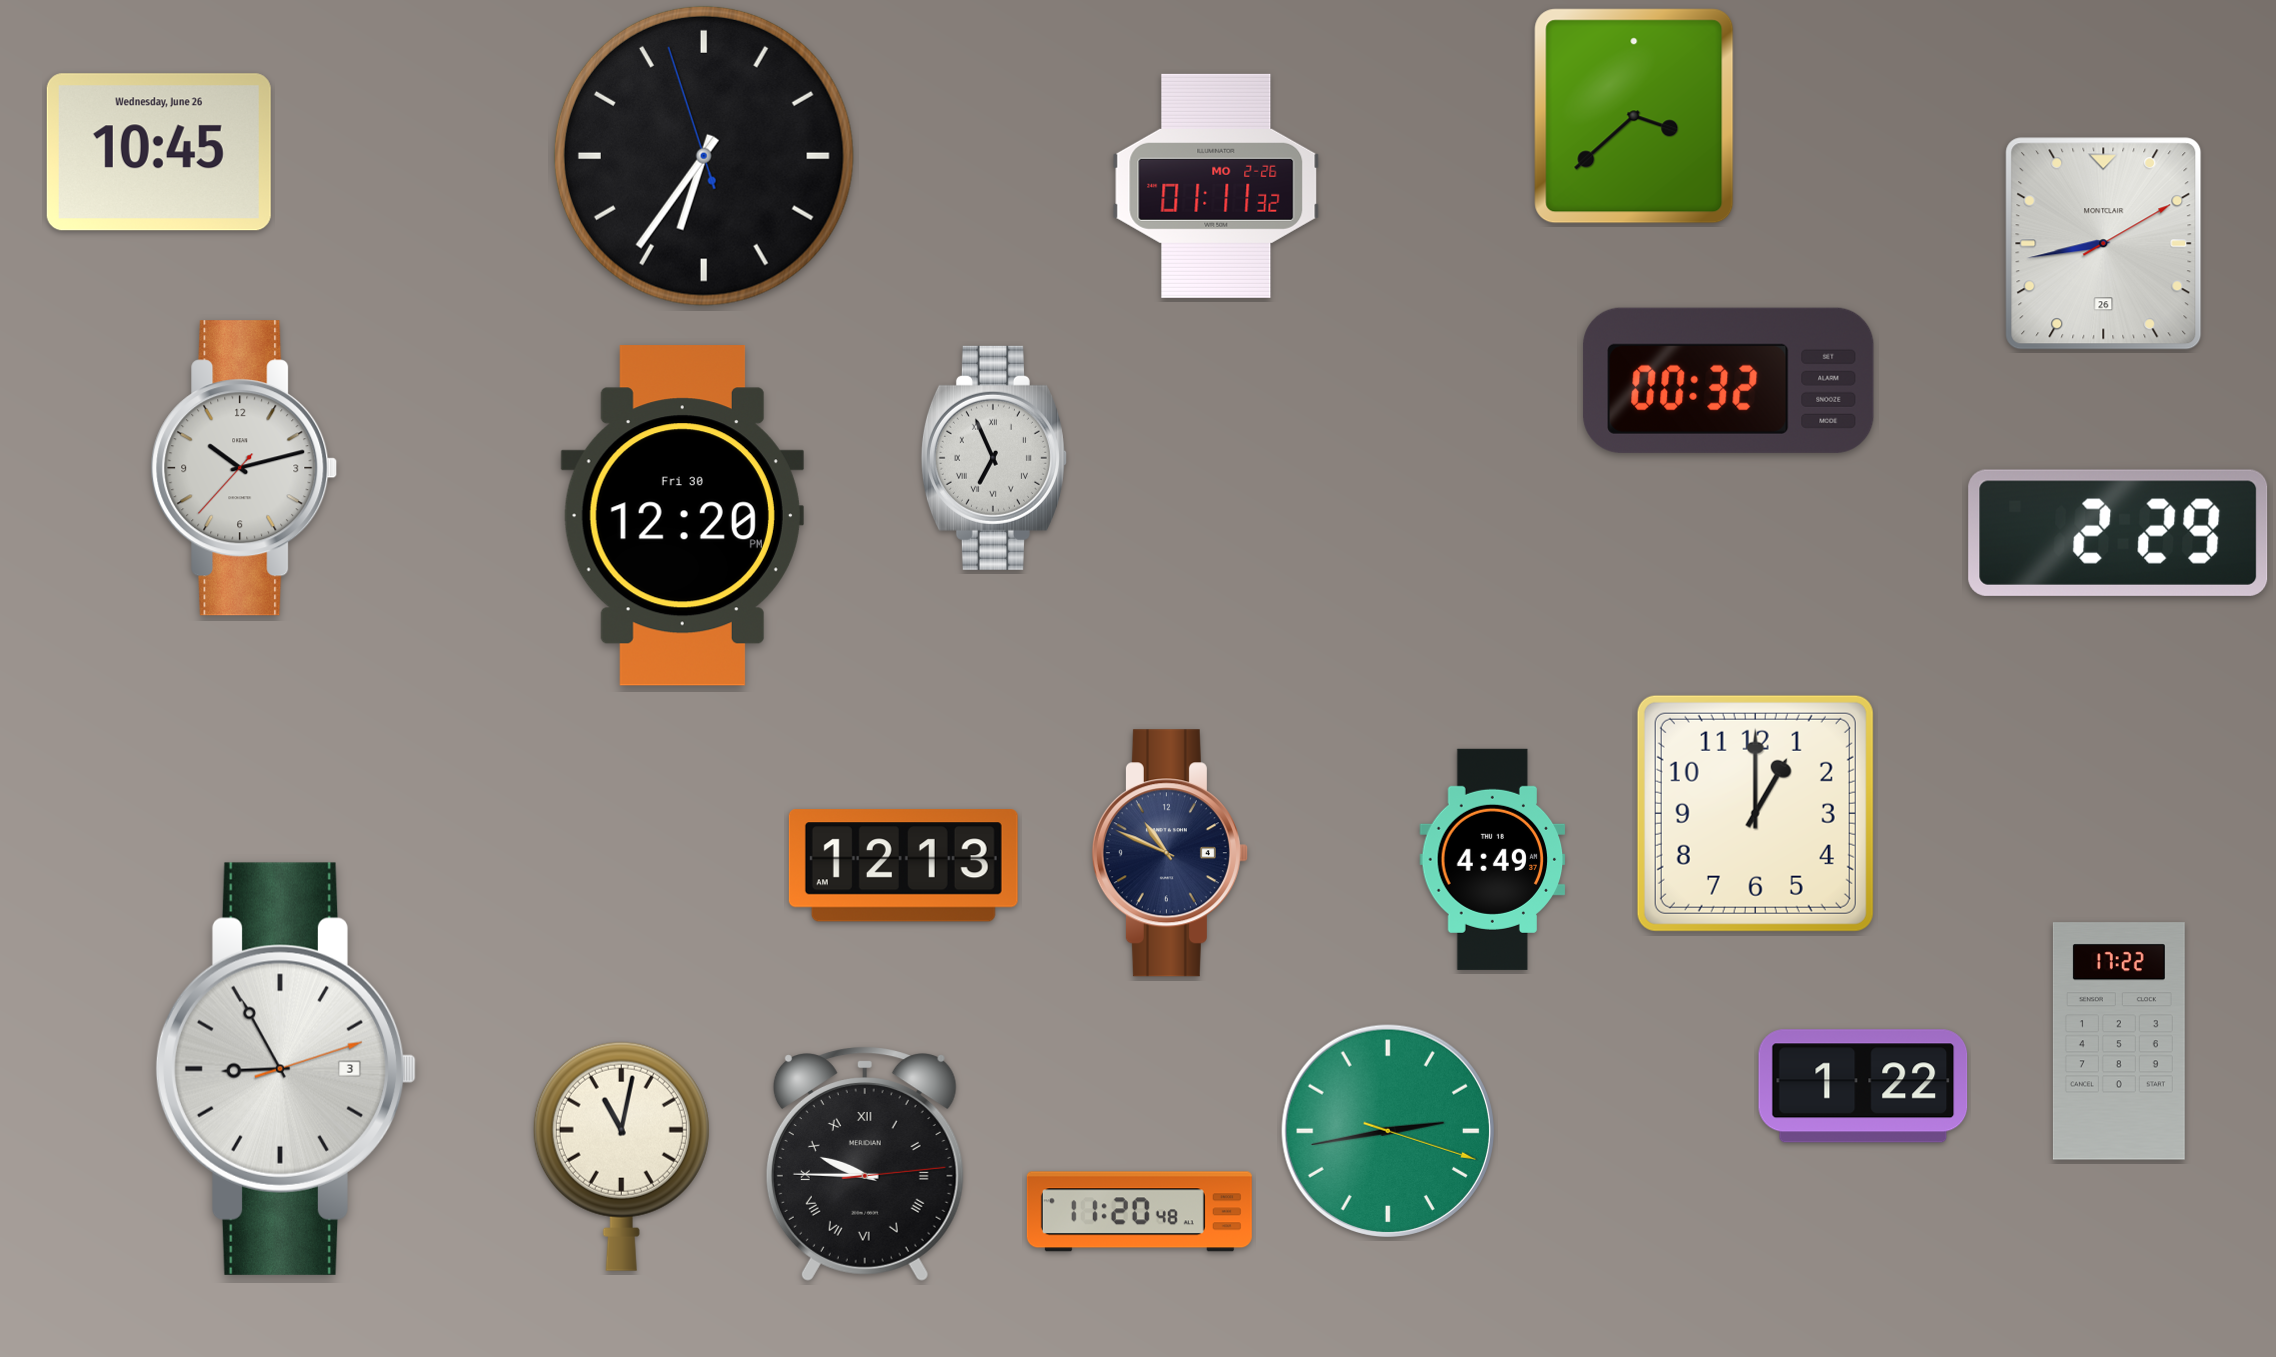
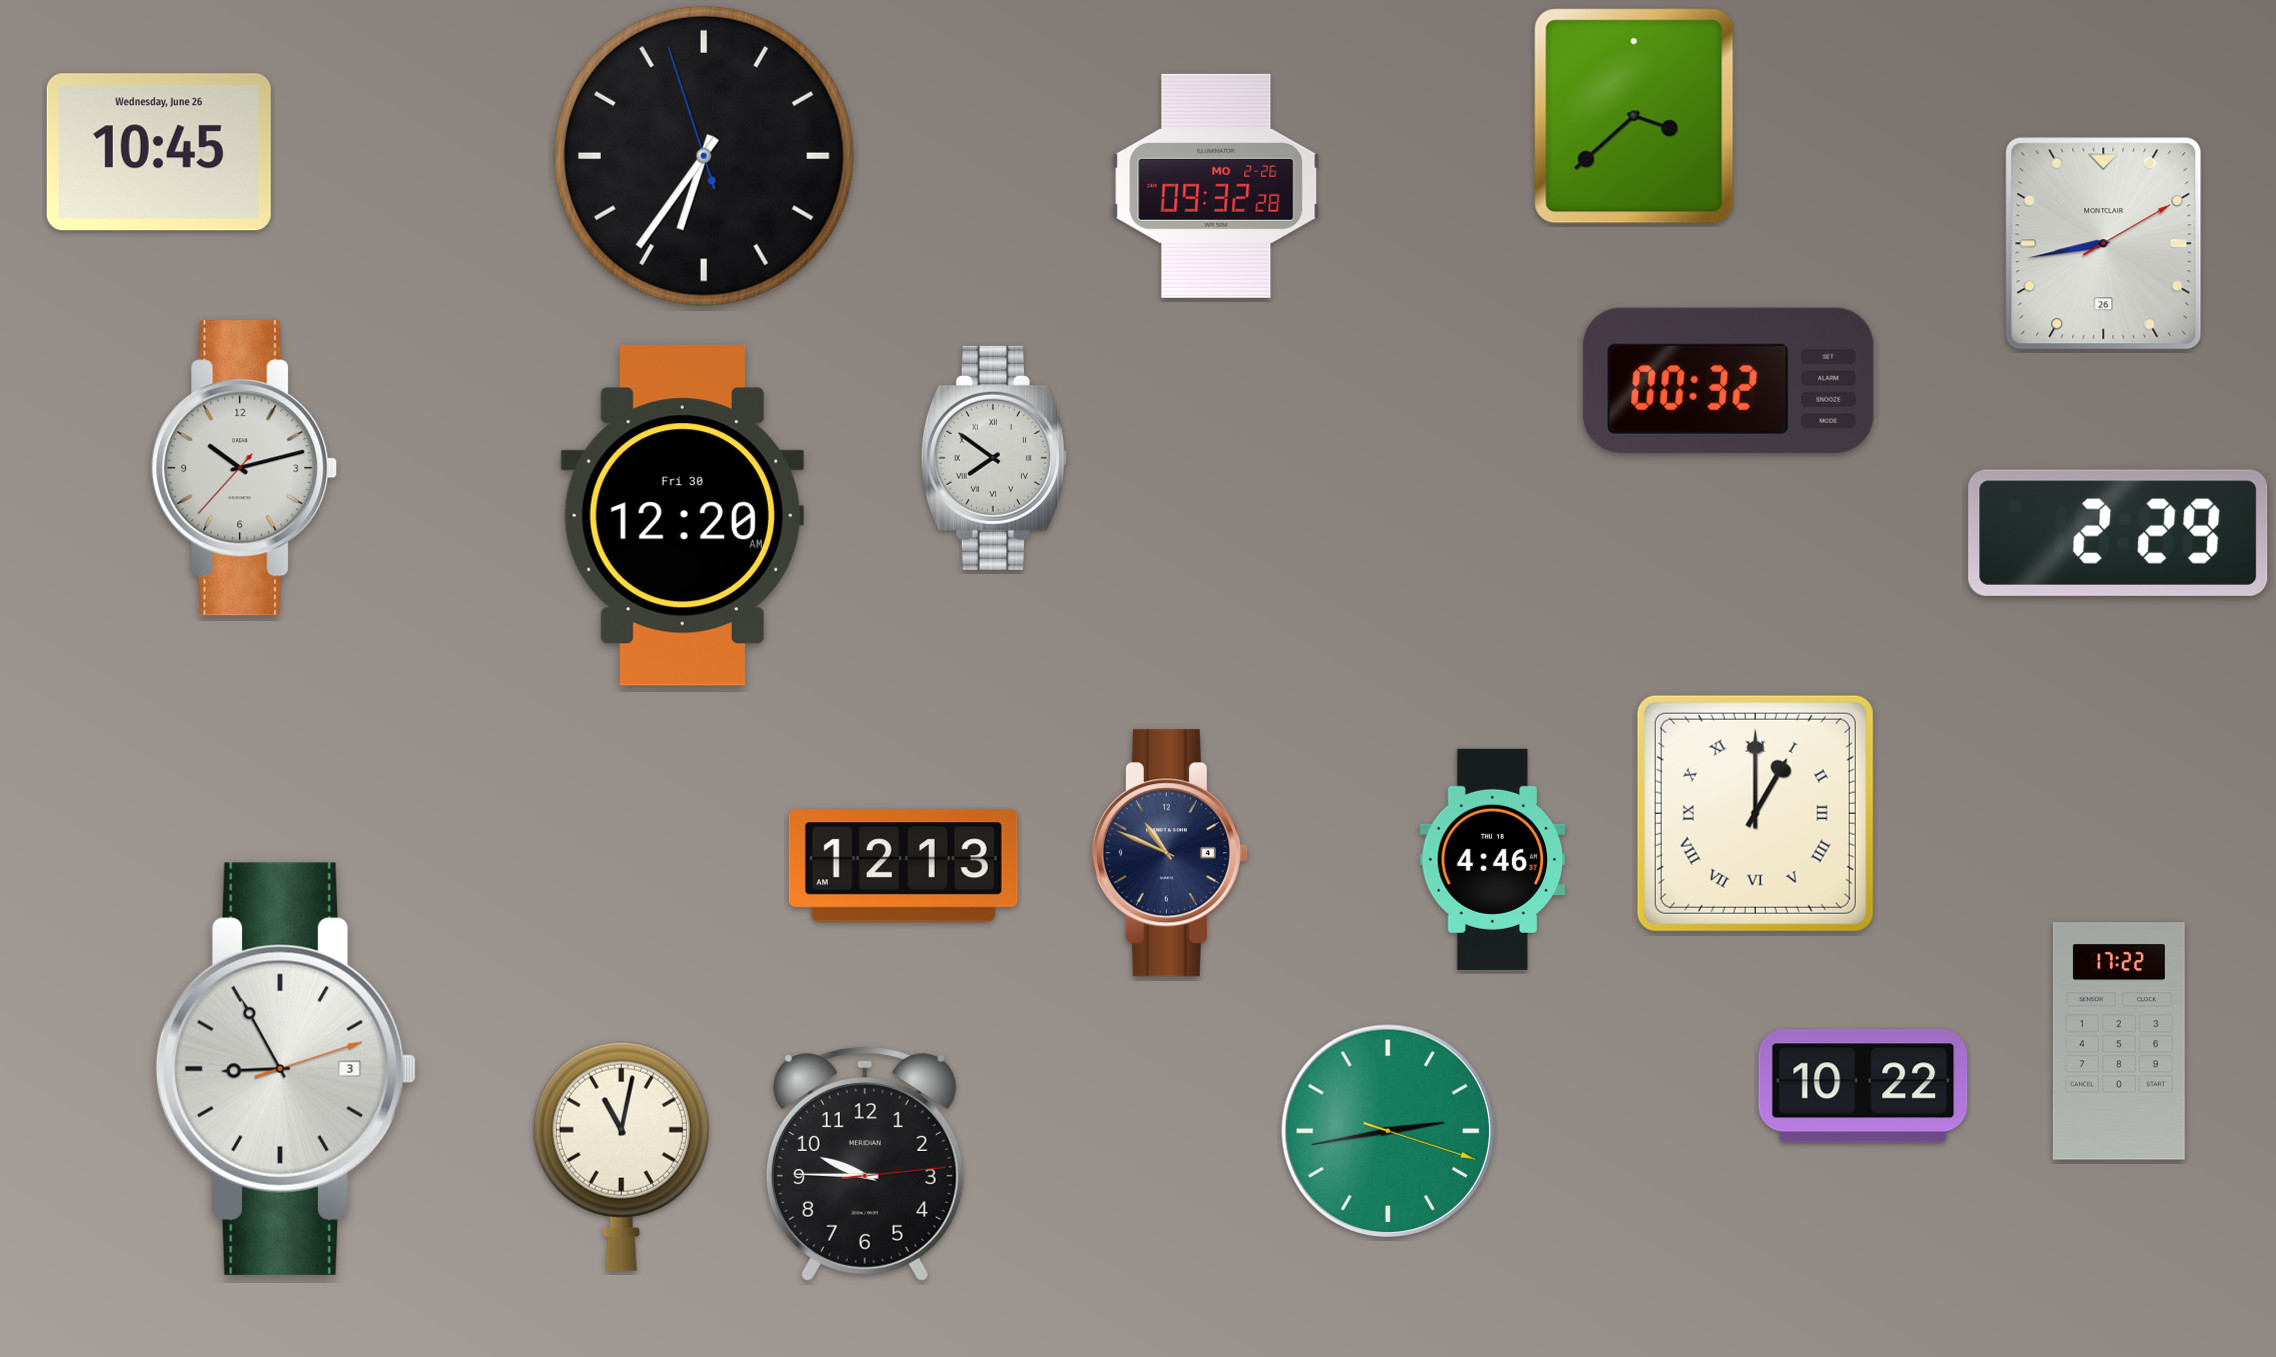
clock at (1216, 186): 01:11 -> 09:32
clock at (994, 458): 6:56 -> 7:51
clock at (682, 516): 12:20 PM -> 12:20 AM
clock at (1755, 813) numerals: Arabic -> Roman
clock at (1493, 859): 4:49 -> 4:46
clock at (1863, 1086): 1:22 -> 10:22
clock at (865, 1164) numerals: Roman -> Arabic
clock at (1139, 1212): 11:20 -> none
